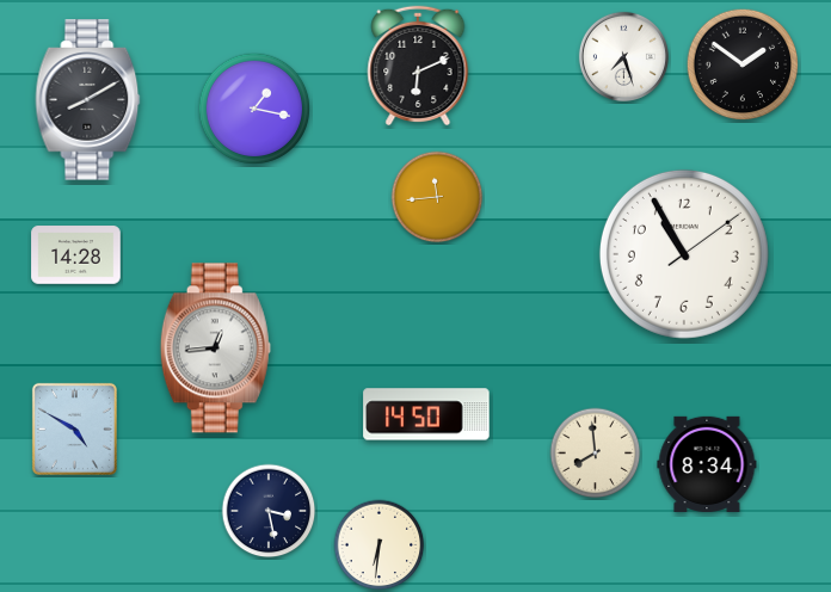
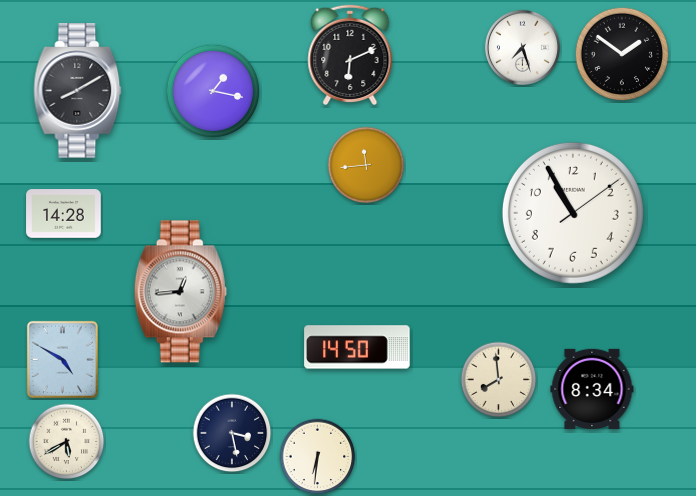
clock at (88, 100) position: (88, 100) -> (78, 91)
clock at (269, 511) position: (269, 511) -> (232, 433)
clock at (67, 442): none -> 5:40
